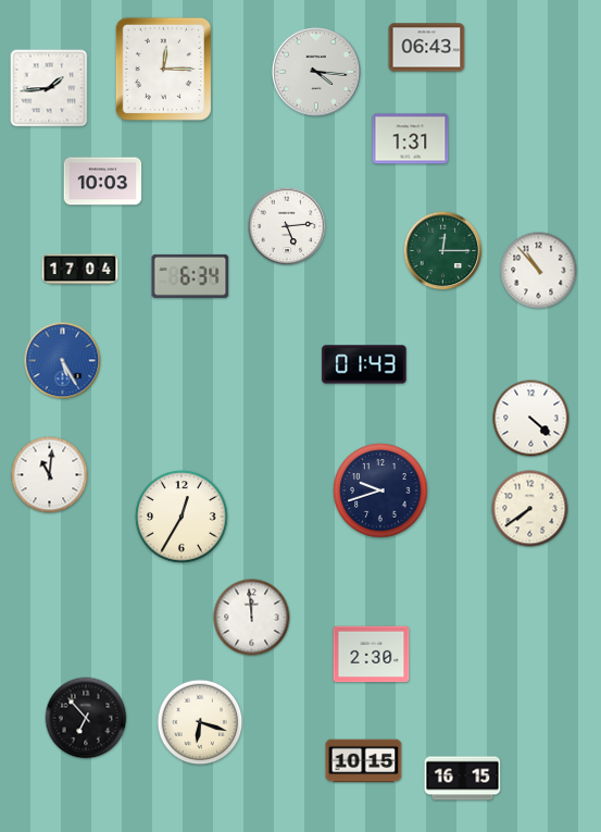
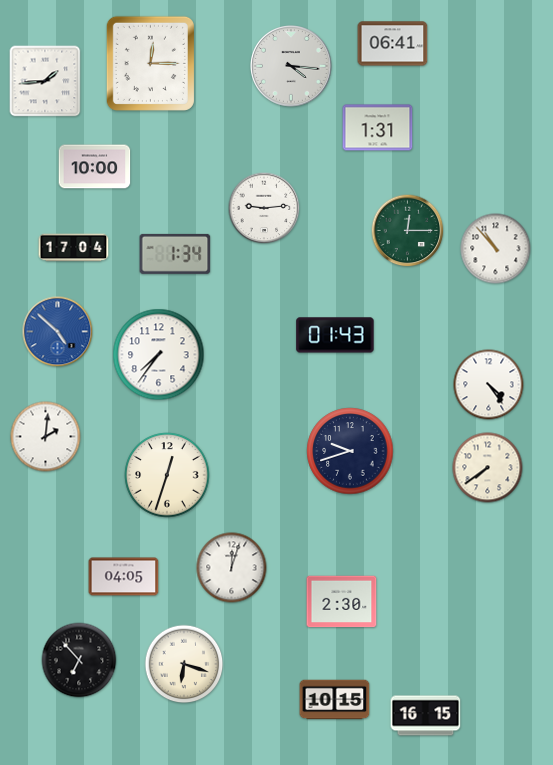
clock at (427, 48): 06:43 -> 06:41
clock at (103, 182): 10:03 -> 10:00
clock at (287, 226): 5:14 -> 9:14
clock at (190, 276): 6:34 -> 1:34
clock at (63, 361): 5:25 -> 4:52
clock at (159, 355): none -> 7:36
clock at (531, 419): 4:22 -> 4:24
clock at (50, 475): 11:01 -> 2:01
clock at (181, 517): 12:35 -> 12:33
clock at (252, 618): 11:59 -> 12:03
clock at (124, 577): none -> 04:05
